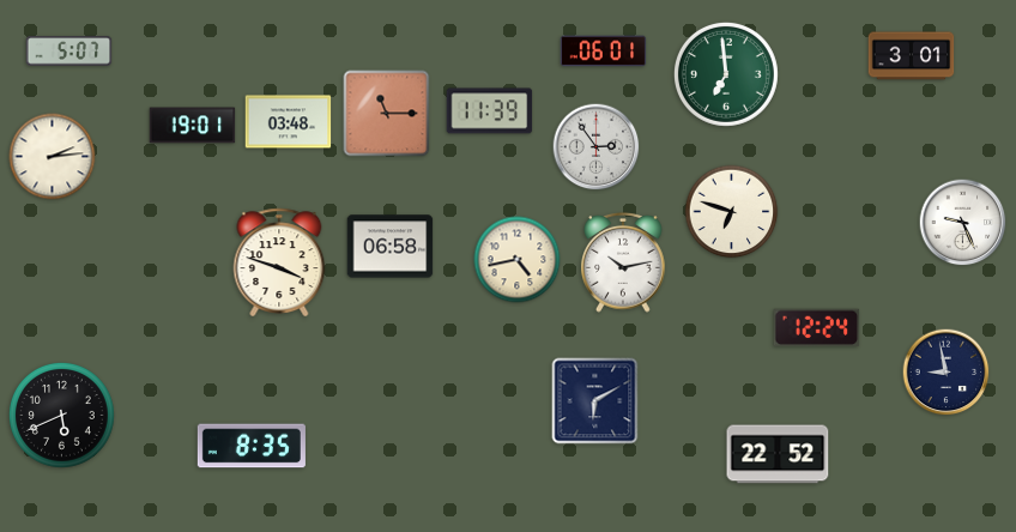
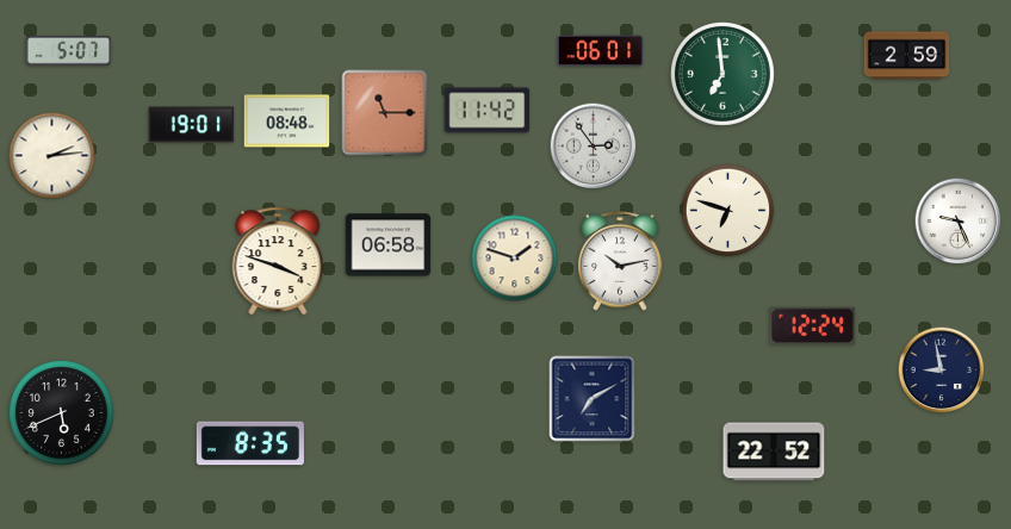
clock at (912, 56): 3:01 -> 2:59
clock at (490, 111): 11:39 -> 11:42
clock at (289, 122): 03:48 -> 08:48
clock at (518, 260): 4:43 -> 1:48
clock at (595, 401): 6:10 -> 7:10
